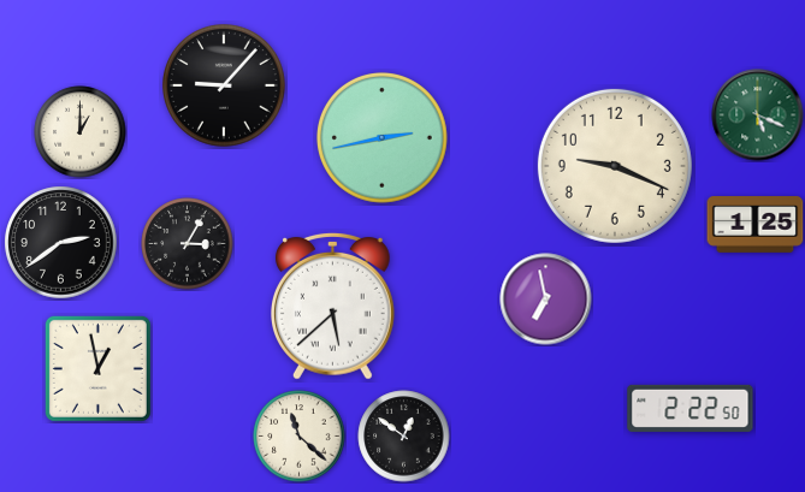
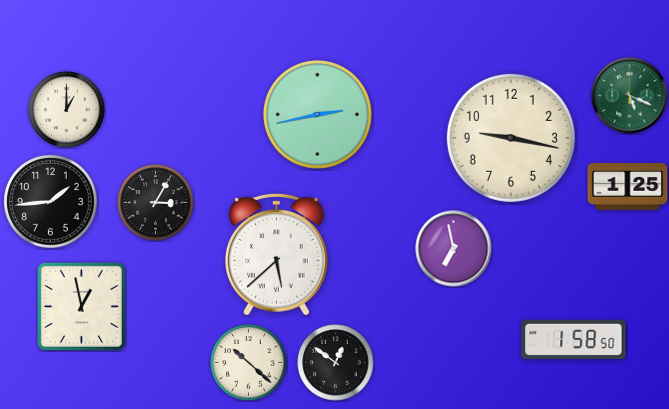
clock at (225, 87): 9:07 -> none
clock at (615, 166): 9:19 -> 9:17
clock at (61, 243): 2:39 -> 1:44
clock at (691, 408): 2:22 -> 1:58
clock at (300, 437): 11:22 -> 10:22
